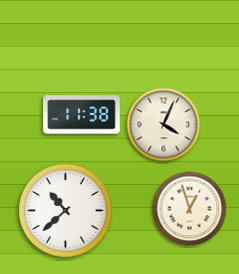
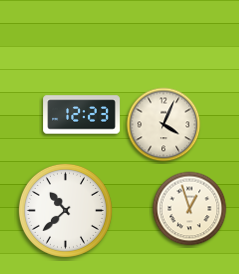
clock at (82, 115): 11:38 -> 12:23
